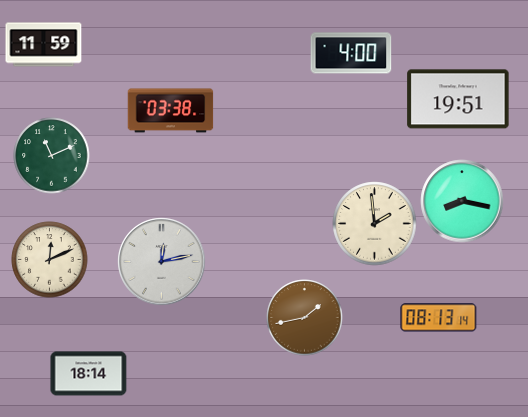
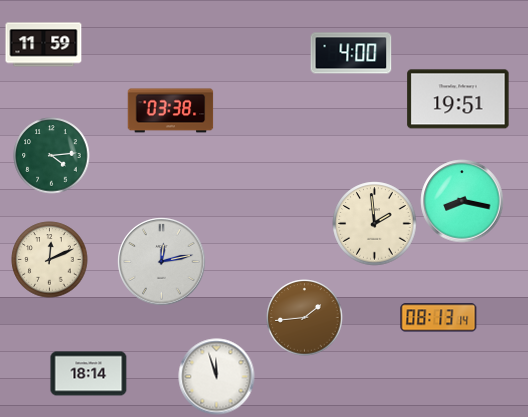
clock at (52, 156): 11:11 -> 4:14
clock at (305, 318): 1:43 -> 1:44
clock at (217, 377): none -> 11:57
